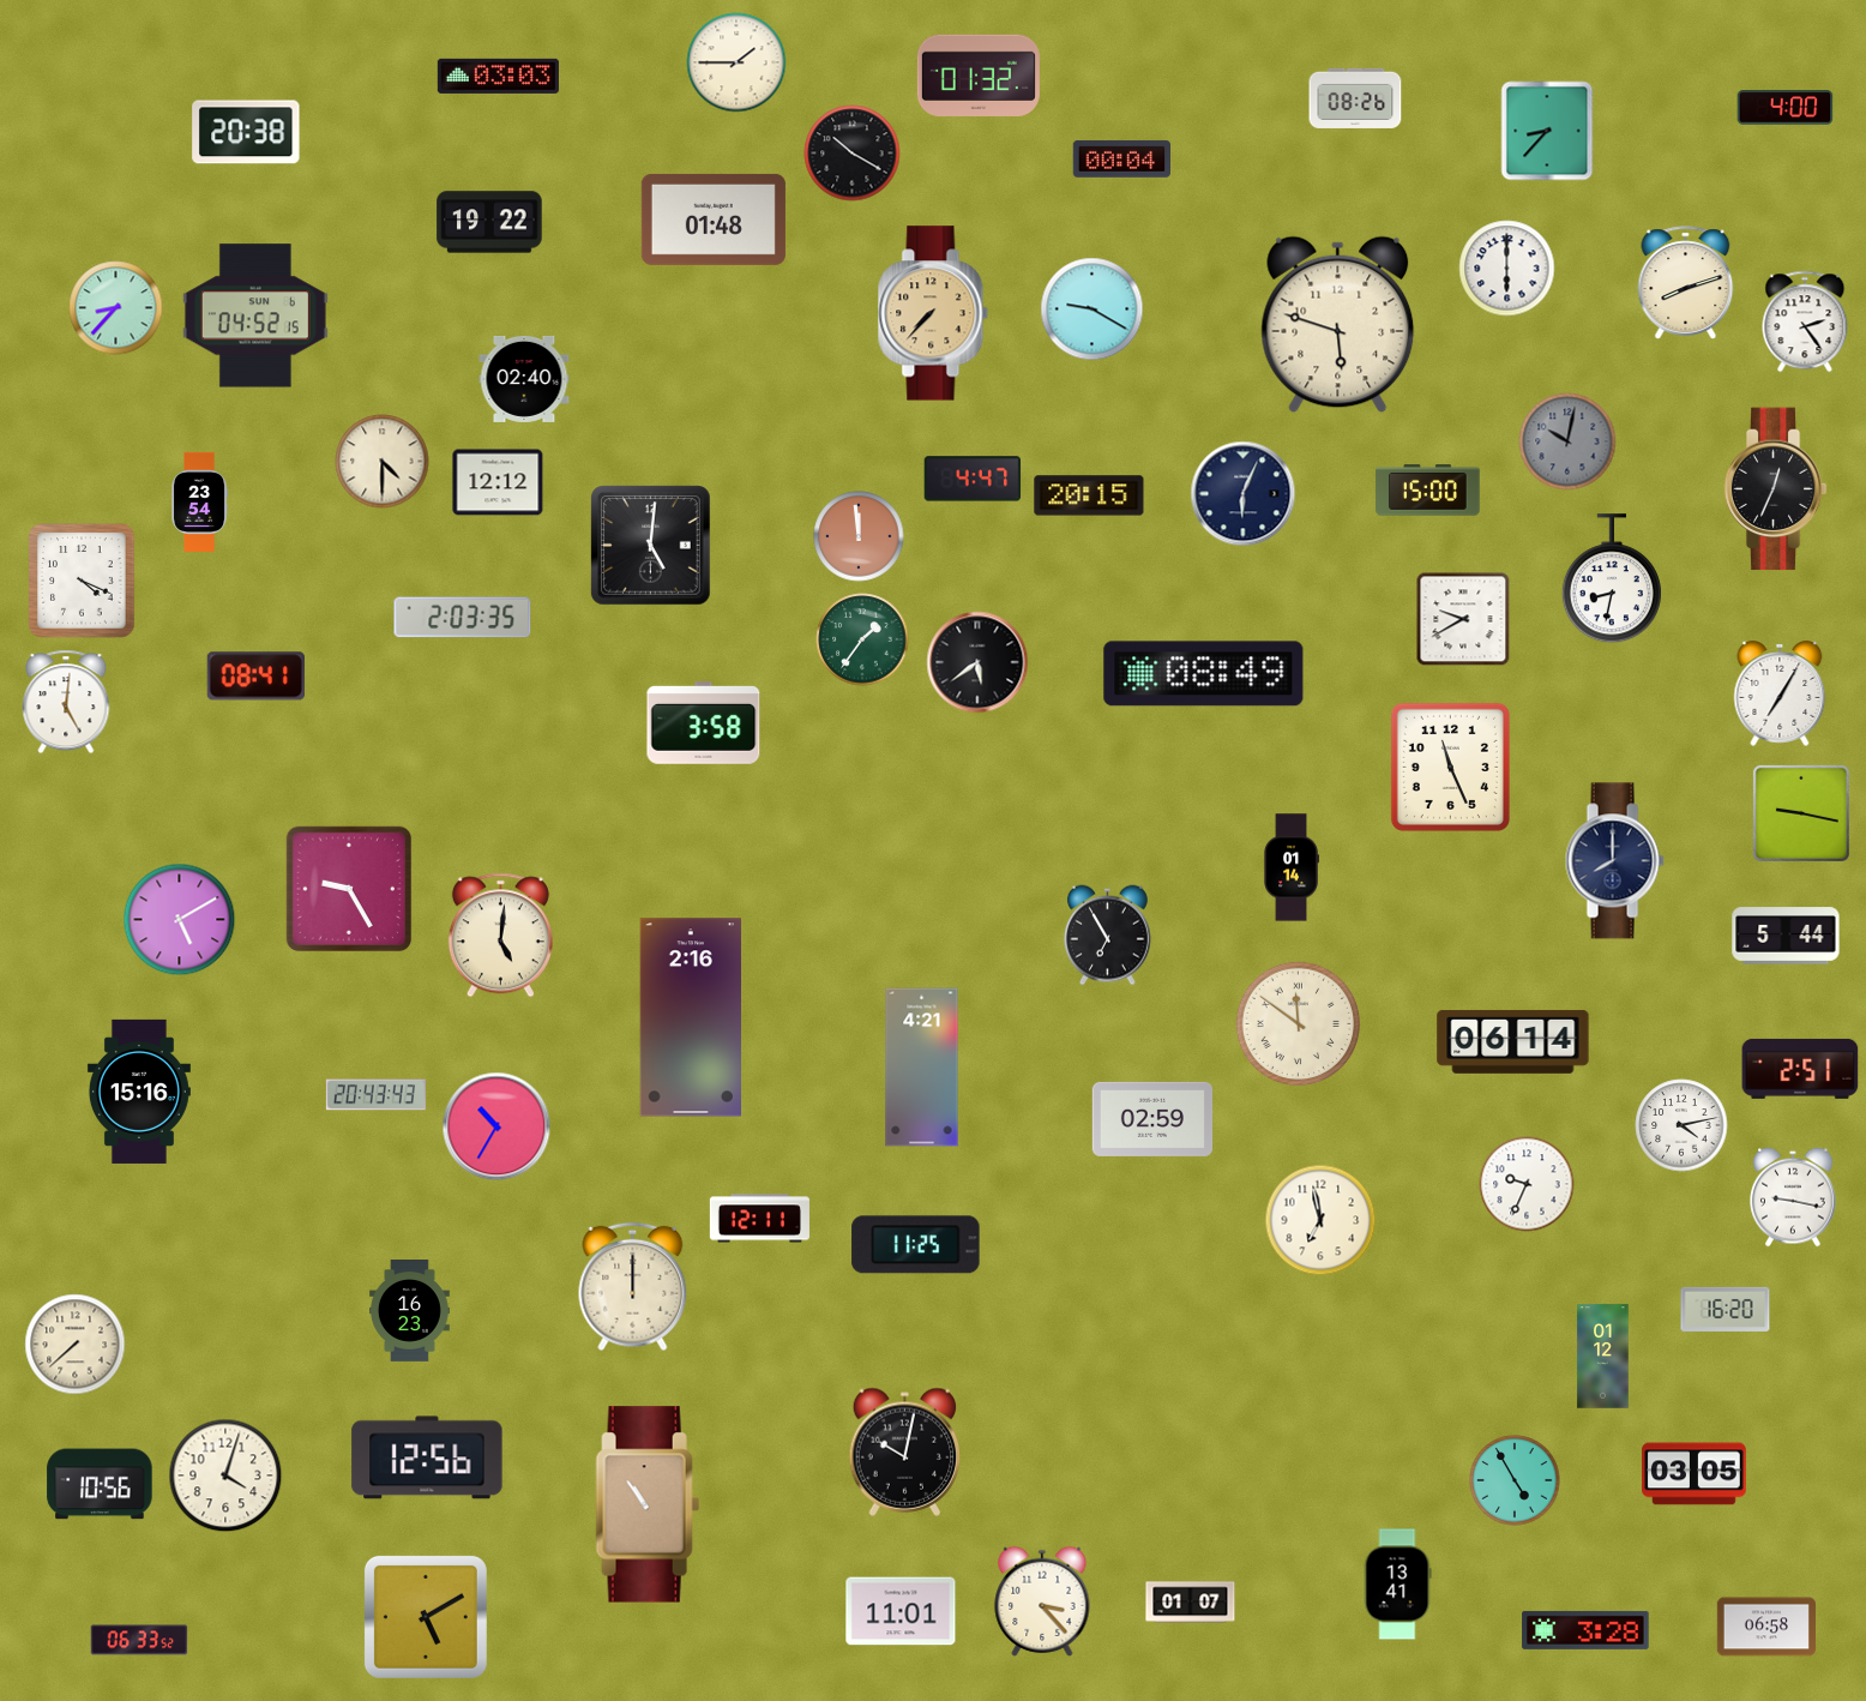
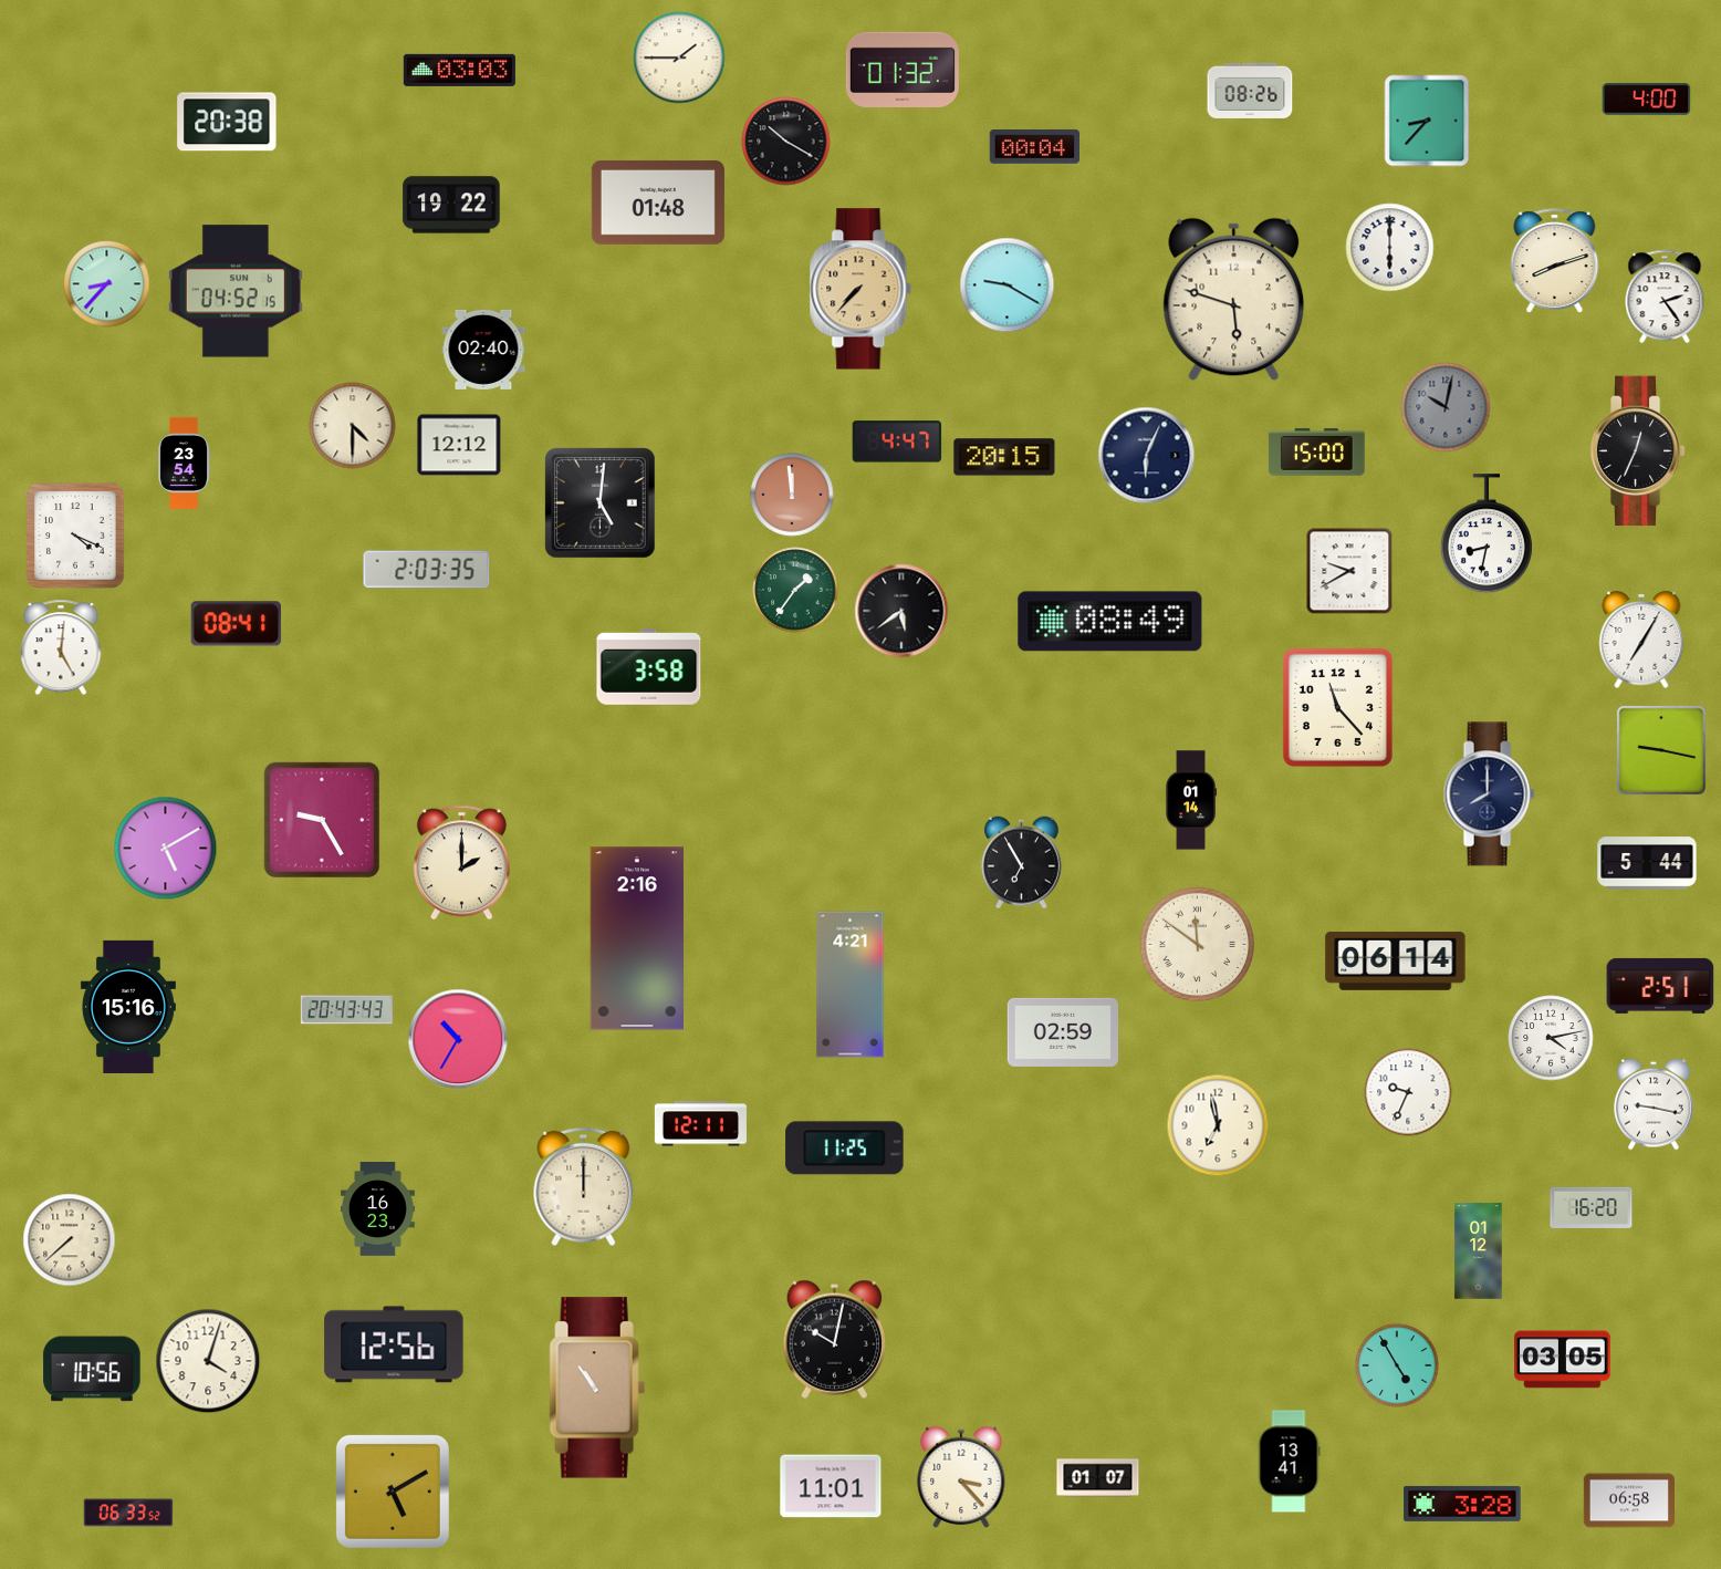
clock at (1450, 767): 11:26 -> 11:23
clock at (500, 936): 5:01 -> 2:00
